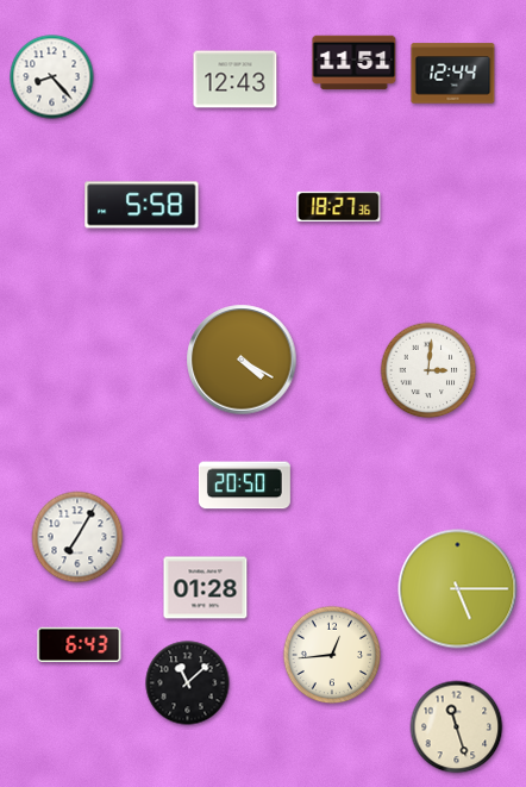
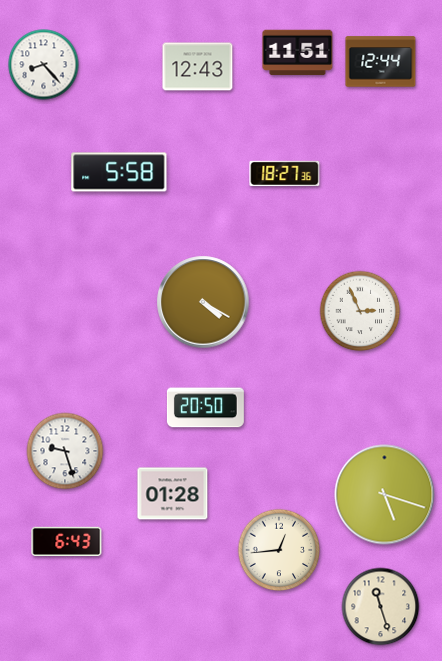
clock at (428, 370): 3:01 -> 2:56
clock at (77, 537): 7:05 -> 9:27
clock at (458, 589): 5:15 -> 5:18
clock at (188, 683): 11:08 -> none
clock at (457, 727) position: (457, 727) -> (381, 607)
